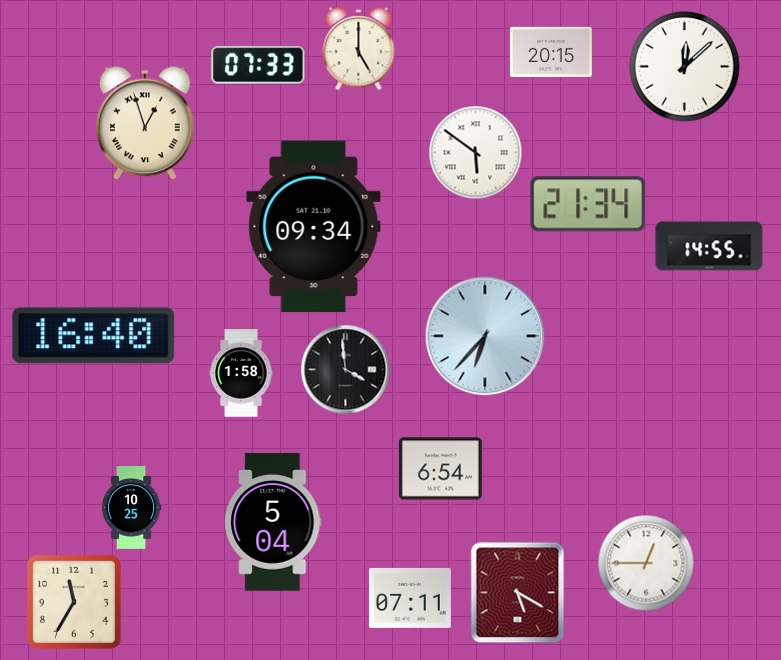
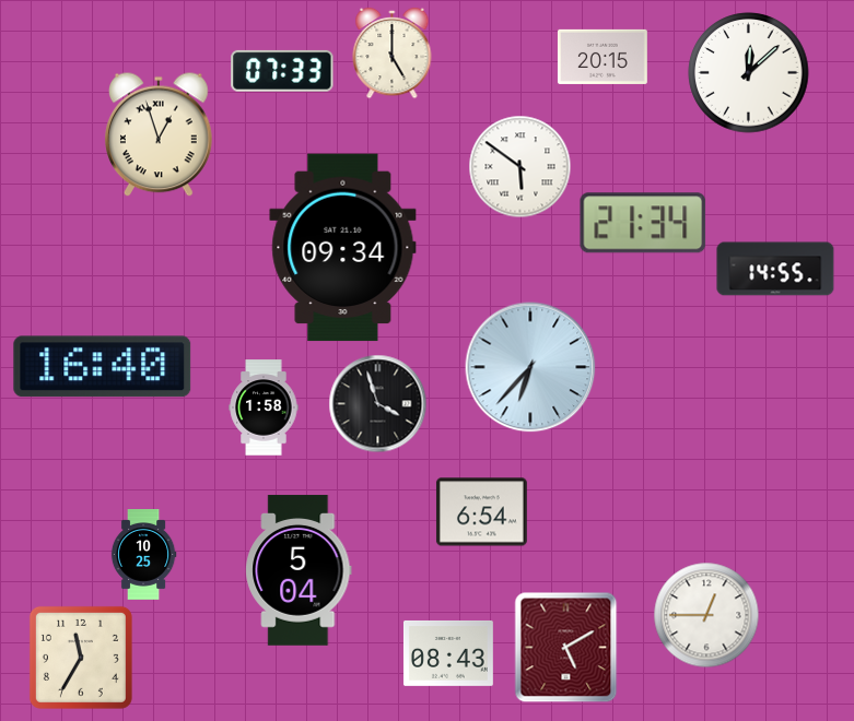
clock at (345, 369): 3:59 -> 3:57
clock at (518, 592): 5:20 -> 5:10
clock at (410, 598): 07:11 -> 08:43
